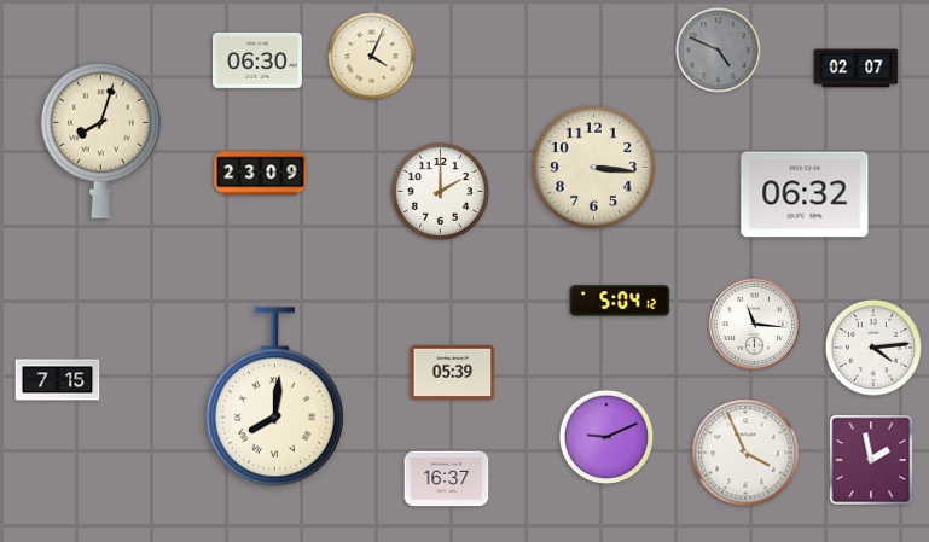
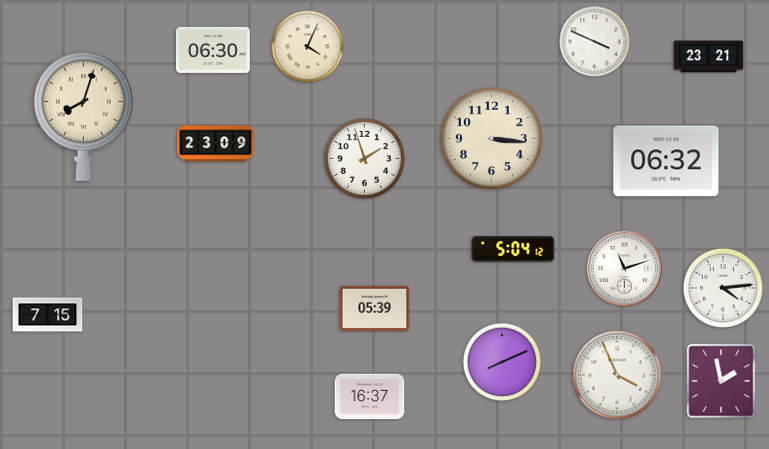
clock at (719, 51): 4:49 -> 3:49
clock at (719, 51) dial: grey -> white
clock at (857, 69): 02:07 -> 23:21
clock at (440, 191): 2:00 -> 1:57
clock at (754, 324): 11:16 -> 11:12
clock at (274, 397): 8:01 -> none
clock at (605, 436): 9:11 -> 8:11
